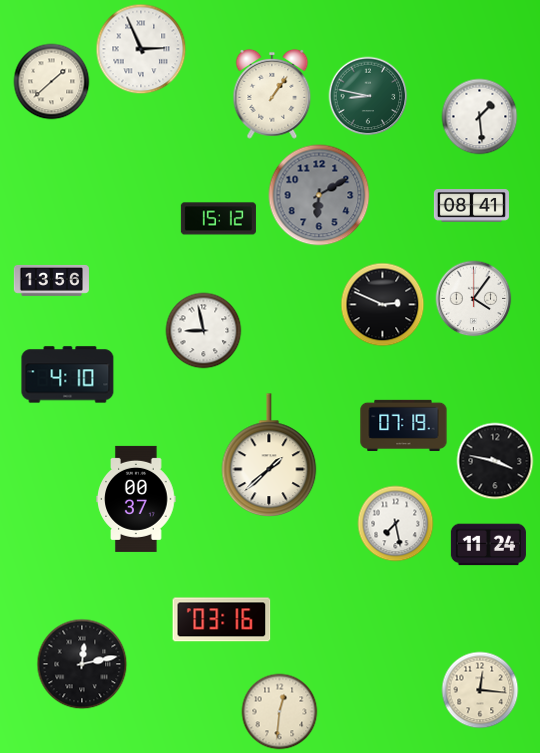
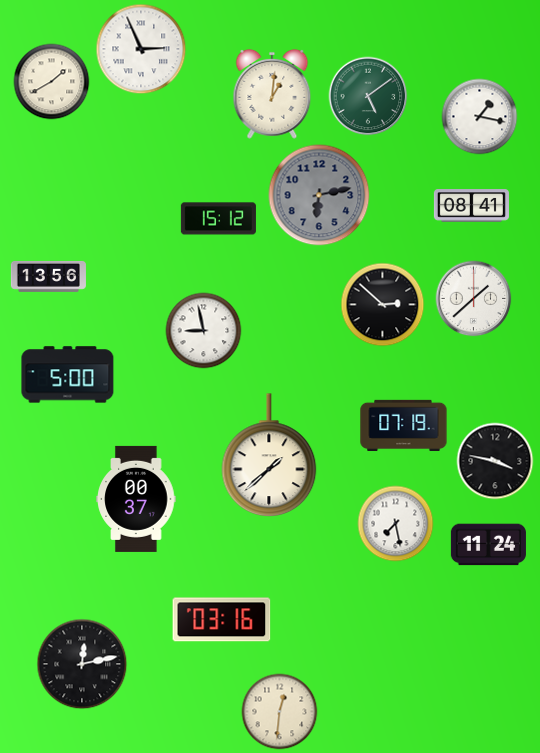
clock at (52, 82): 1:38 -> 1:40
clock at (272, 94): 1:06 -> 1:01
clock at (368, 96): 8:47 -> 5:09
clock at (480, 117): 1:29 -> 1:17
clock at (319, 195): 6:10 -> 6:13
clock at (51, 280) position: (51, 280) -> (48, 276)
clock at (474, 299): 4:06 -> 1:38
clock at (383, 305): 2:49 -> 2:52
clock at (68, 375): 4:10 -> 5:00
clock at (480, 690): 12:16 -> none
